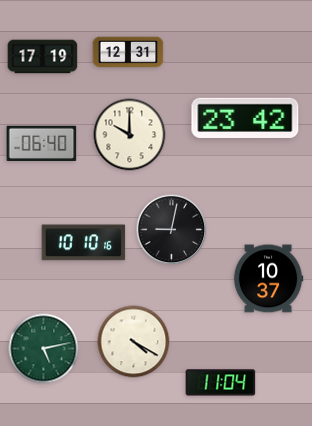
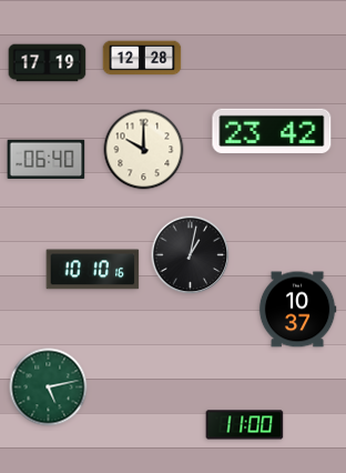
clock at (128, 52): 12:31 -> 12:28
clock at (172, 230): 9:02 -> 1:02
clock at (134, 342): 4:20 -> none
clock at (221, 383): 11:04 -> 11:00
